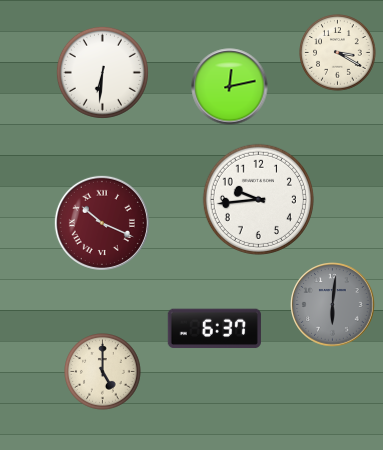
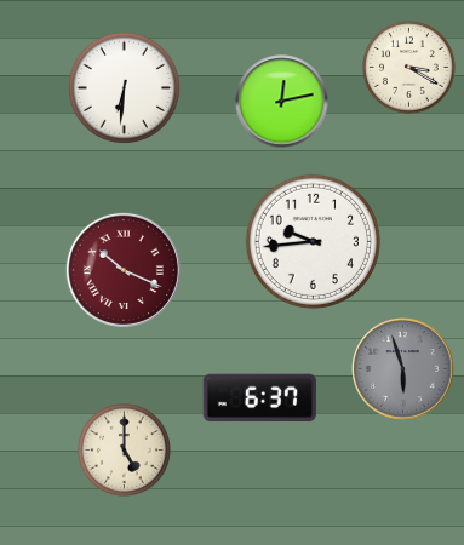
clock at (338, 53) position: (338, 53) -> (409, 68)
clock at (230, 87) position: (230, 87) -> (282, 102)
clock at (333, 305): 6:01 -> 5:57
